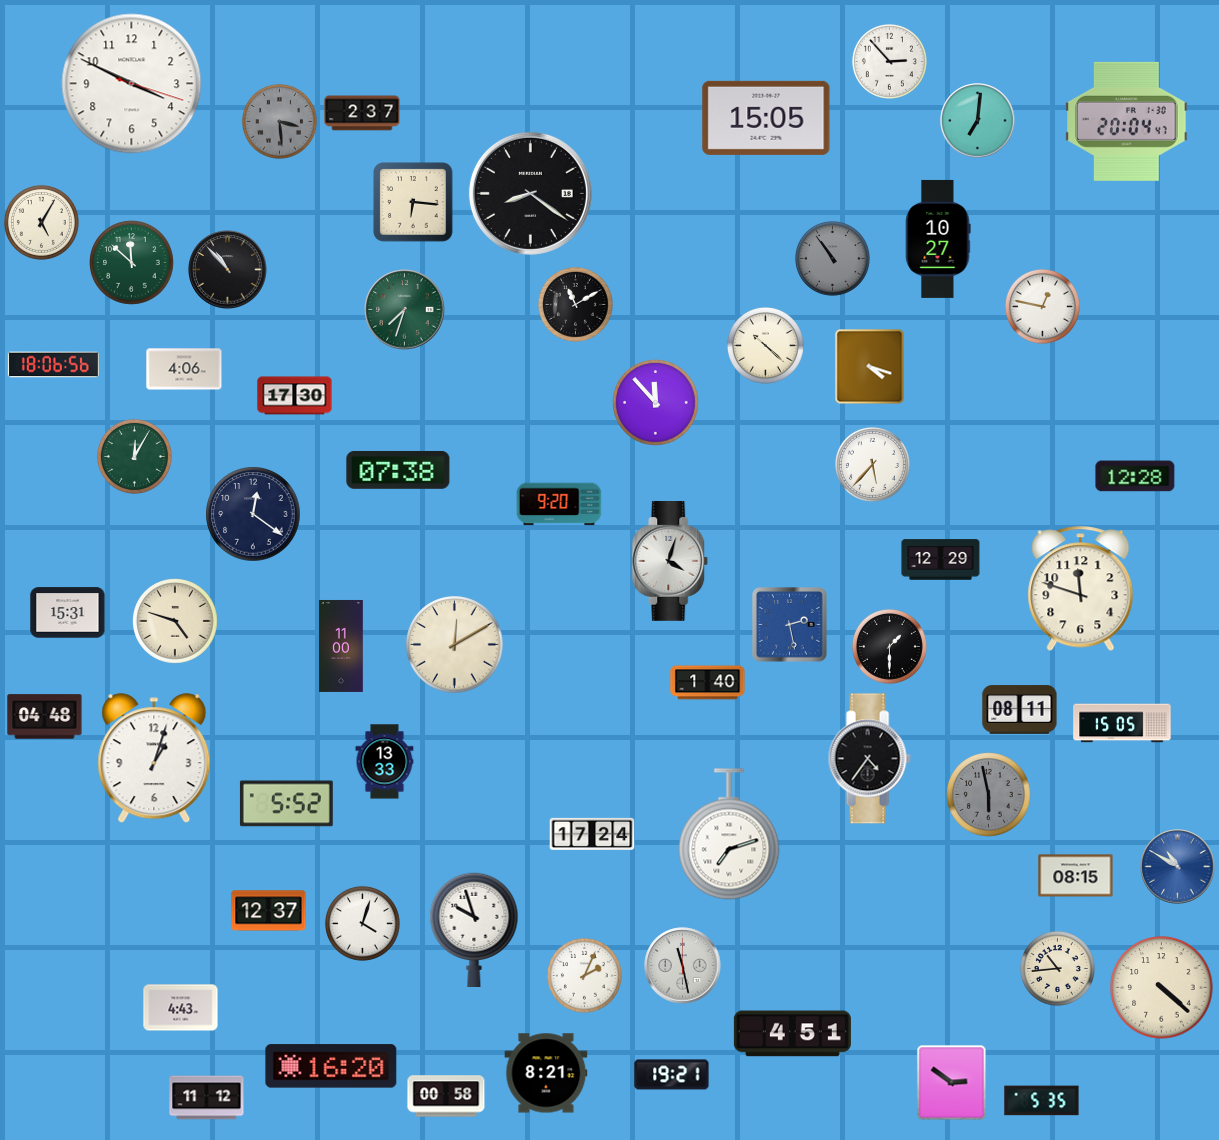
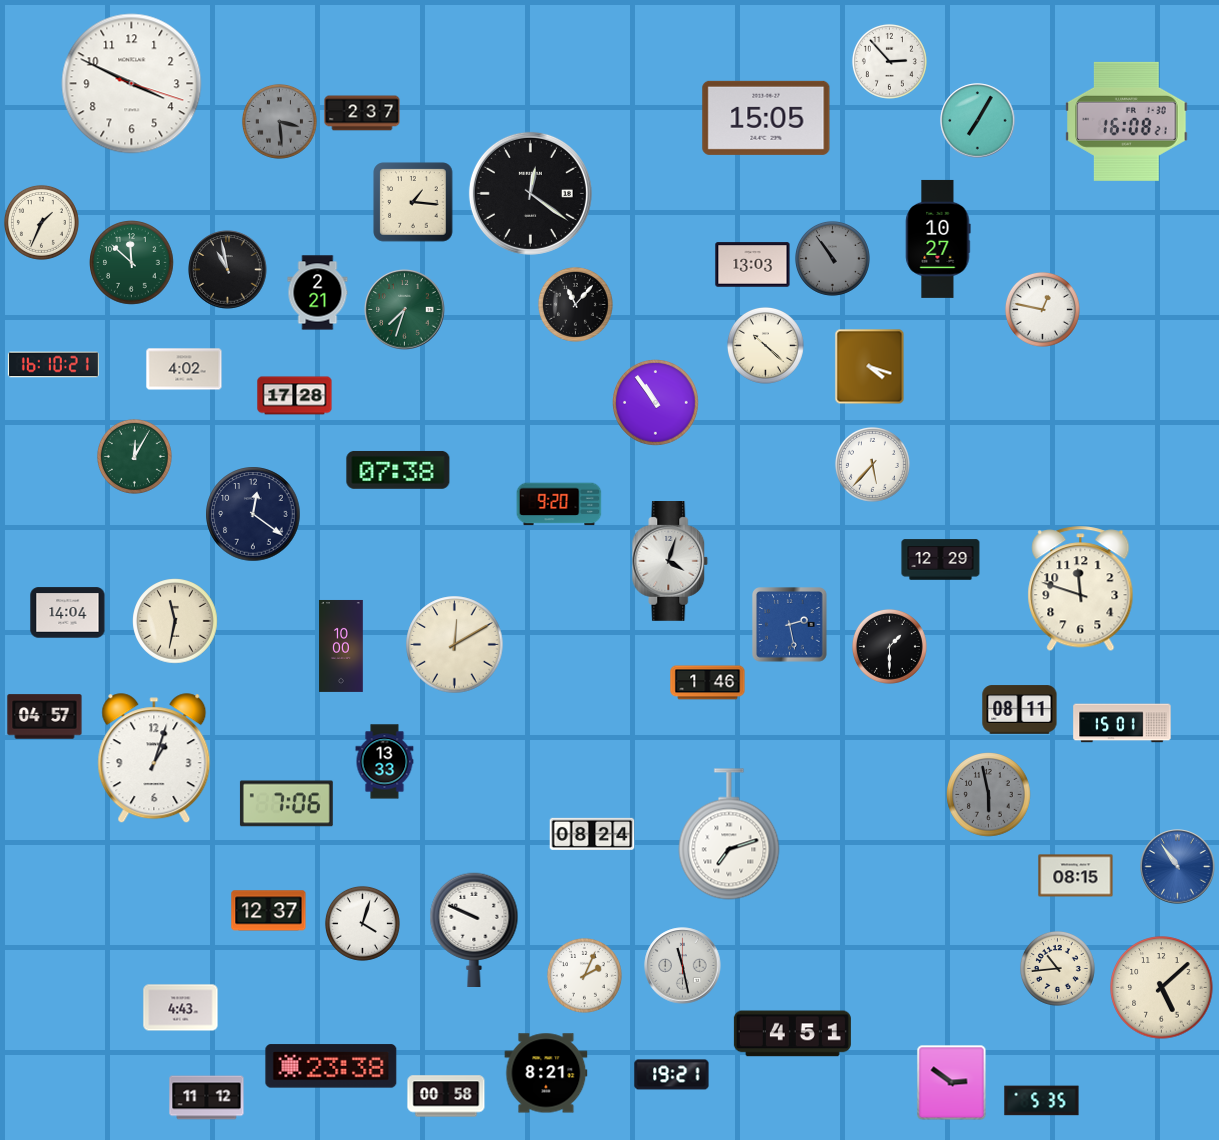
clock at (978, 121): 7:01 -> 7:05
clock at (1127, 121): 20:04 -> 16:08
clock at (530, 193): 8:21 -> 12:21
clock at (413, 202): 6:16 -> 1:16
clock at (41, 222): 5:05 -> 1:34
clock at (753, 265): none -> 13:03
clock at (228, 270): 10:53 -> 10:58
clock at (318, 293): none -> 2:21
clock at (575, 304): 11:10 -> 11:07
clock at (1042, 306) position: (1042, 306) -> (1042, 309)
clock at (53, 365): 18:06 -> 16:10
clock at (184, 369): 4:06 -> 4:02
clock at (295, 396): 17:30 -> 17:28
clock at (656, 403): 11:53 -> 10:54
clock at (1135, 476): 12:28 -> none
clock at (68, 613): 15:31 -> 14:04
clock at (175, 621): 4:48 -> 11:32
clock at (341, 646): 11:00 -> 10:00
clock at (708, 683): 1:40 -> 1:46
clock at (45, 717): 04:48 -> 04:57
clock at (1122, 723): 15:05 -> 15:01
clock at (869, 759): 4:36 -> none
clock at (286, 804): 5:52 -> 7:06
clock at (592, 833): 17:24 -> 08:24
clock at (1178, 867): 10:50 -> 10:54
clock at (474, 929): 9:57 -> 9:49
clock at (1162, 988): 4:22 -> 5:08
clock at (331, 1066): 16:20 -> 23:38
